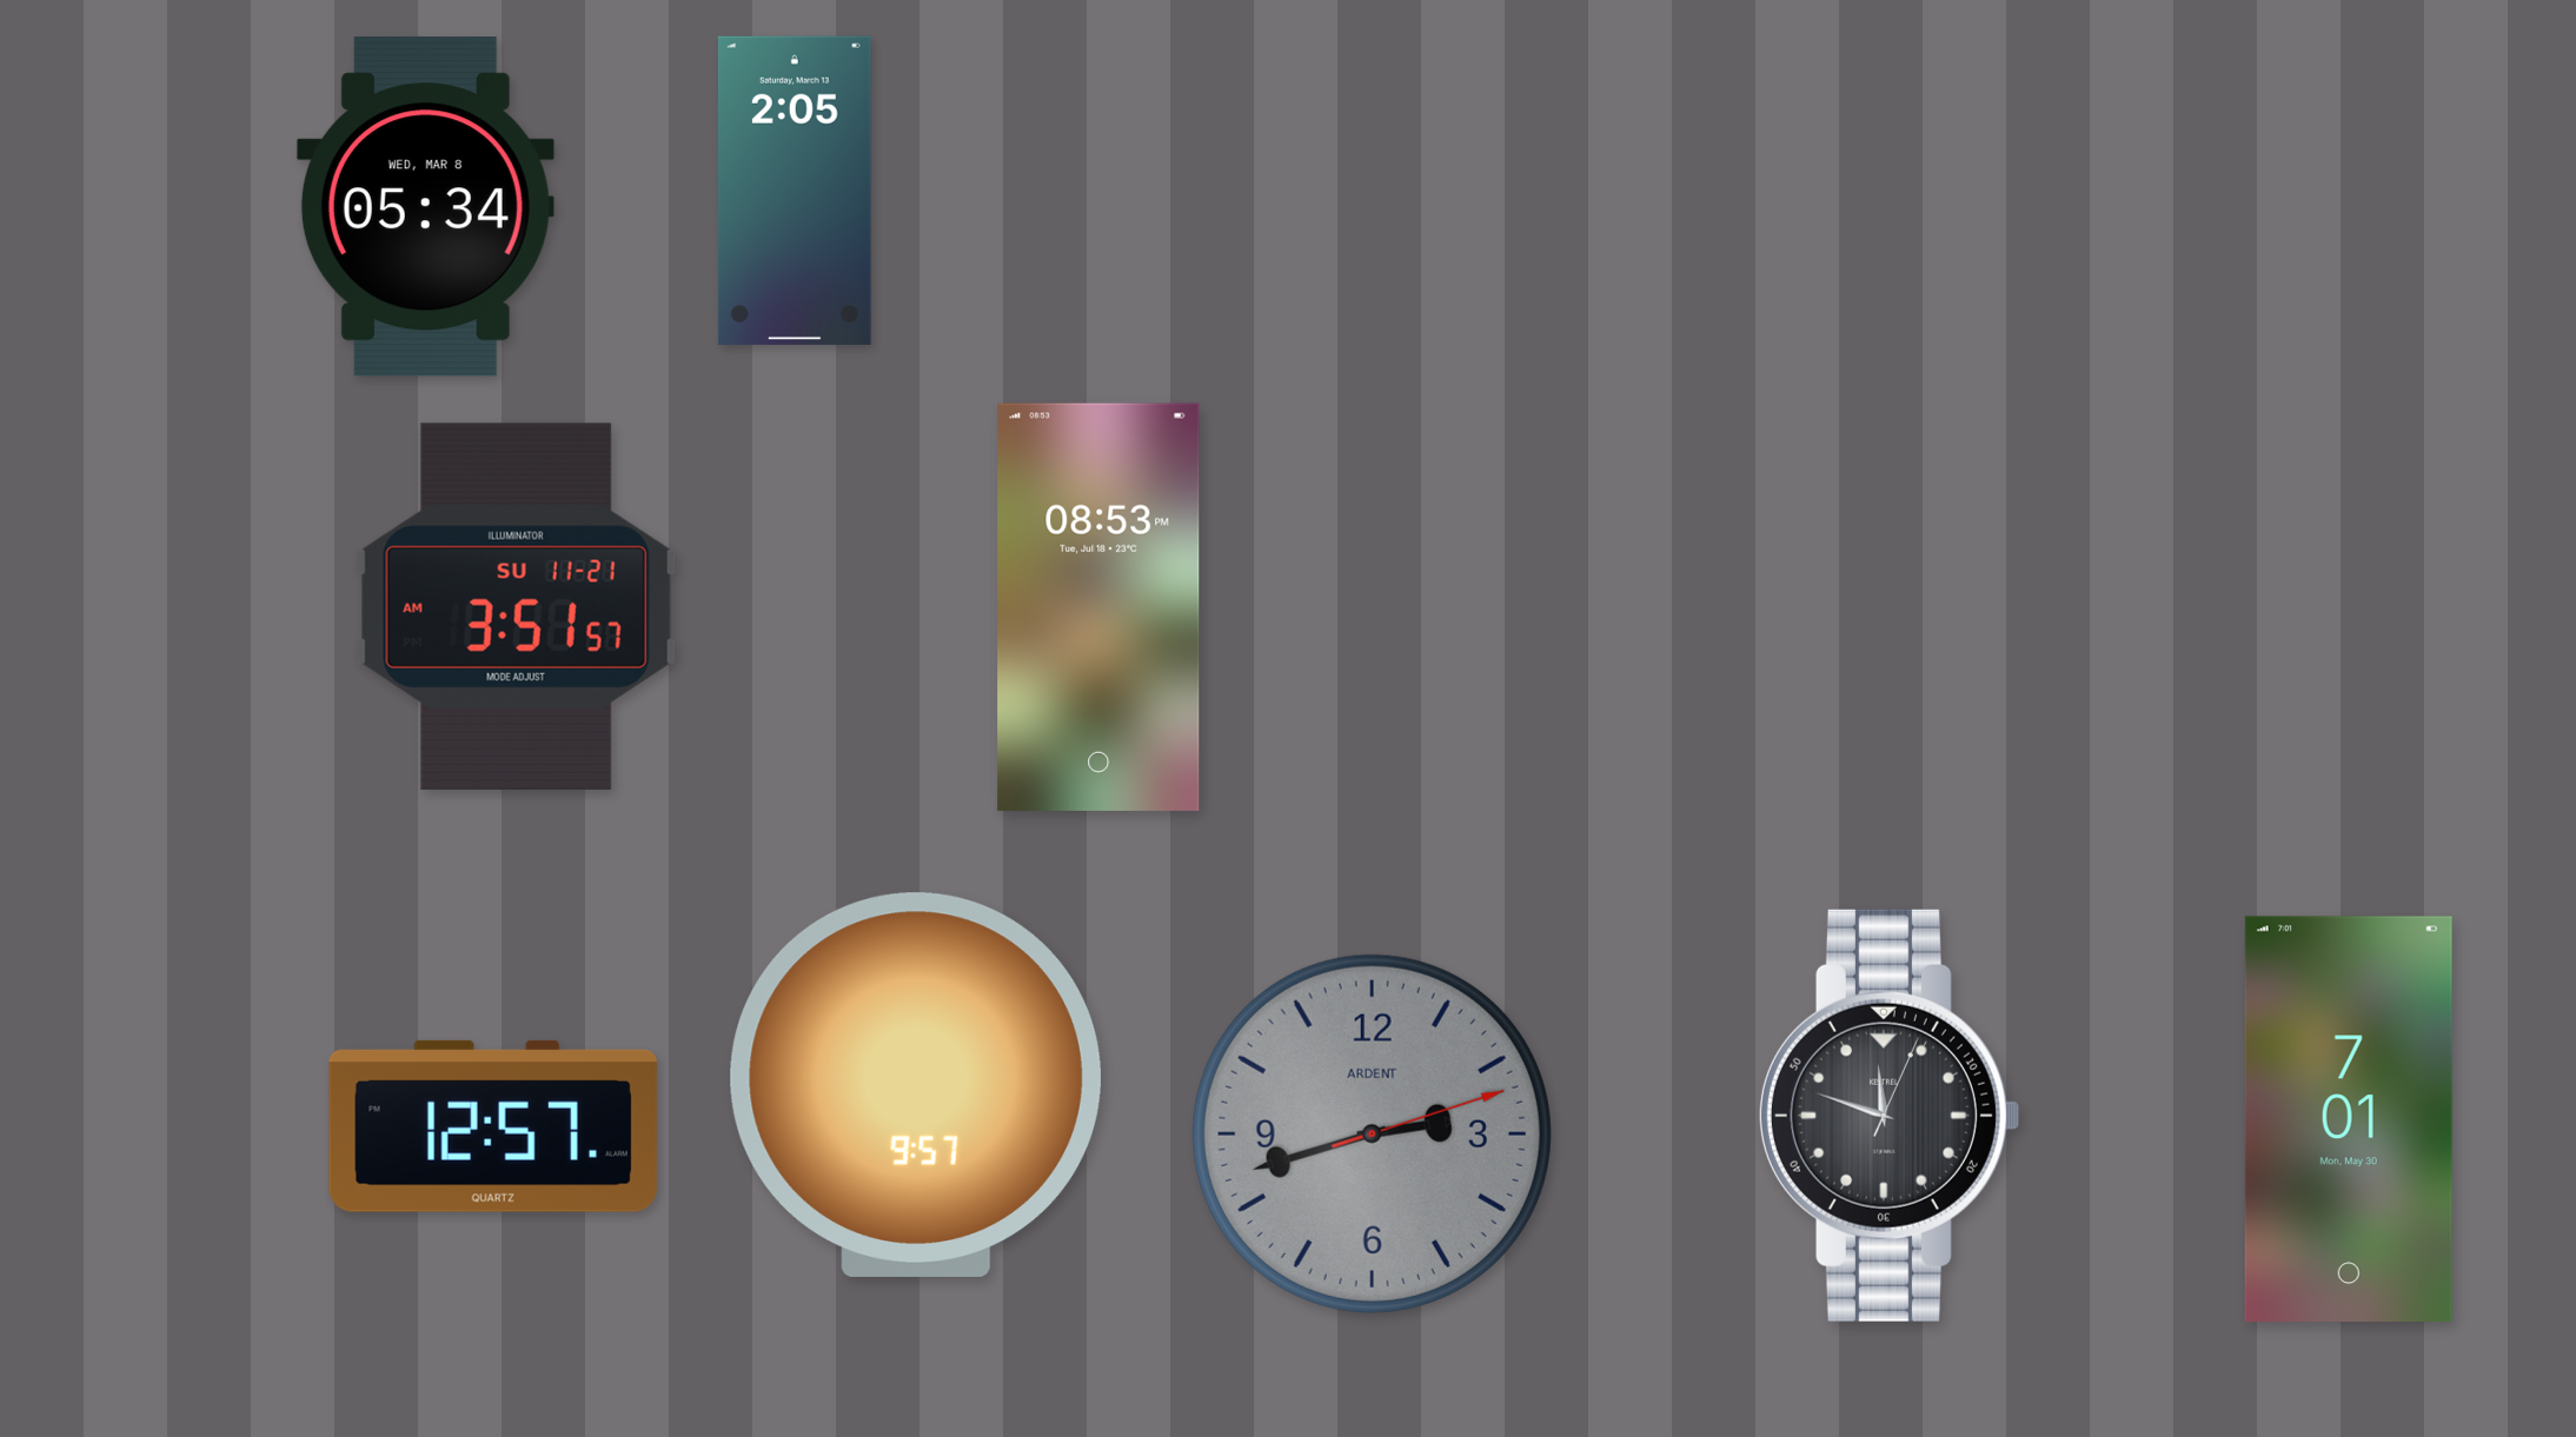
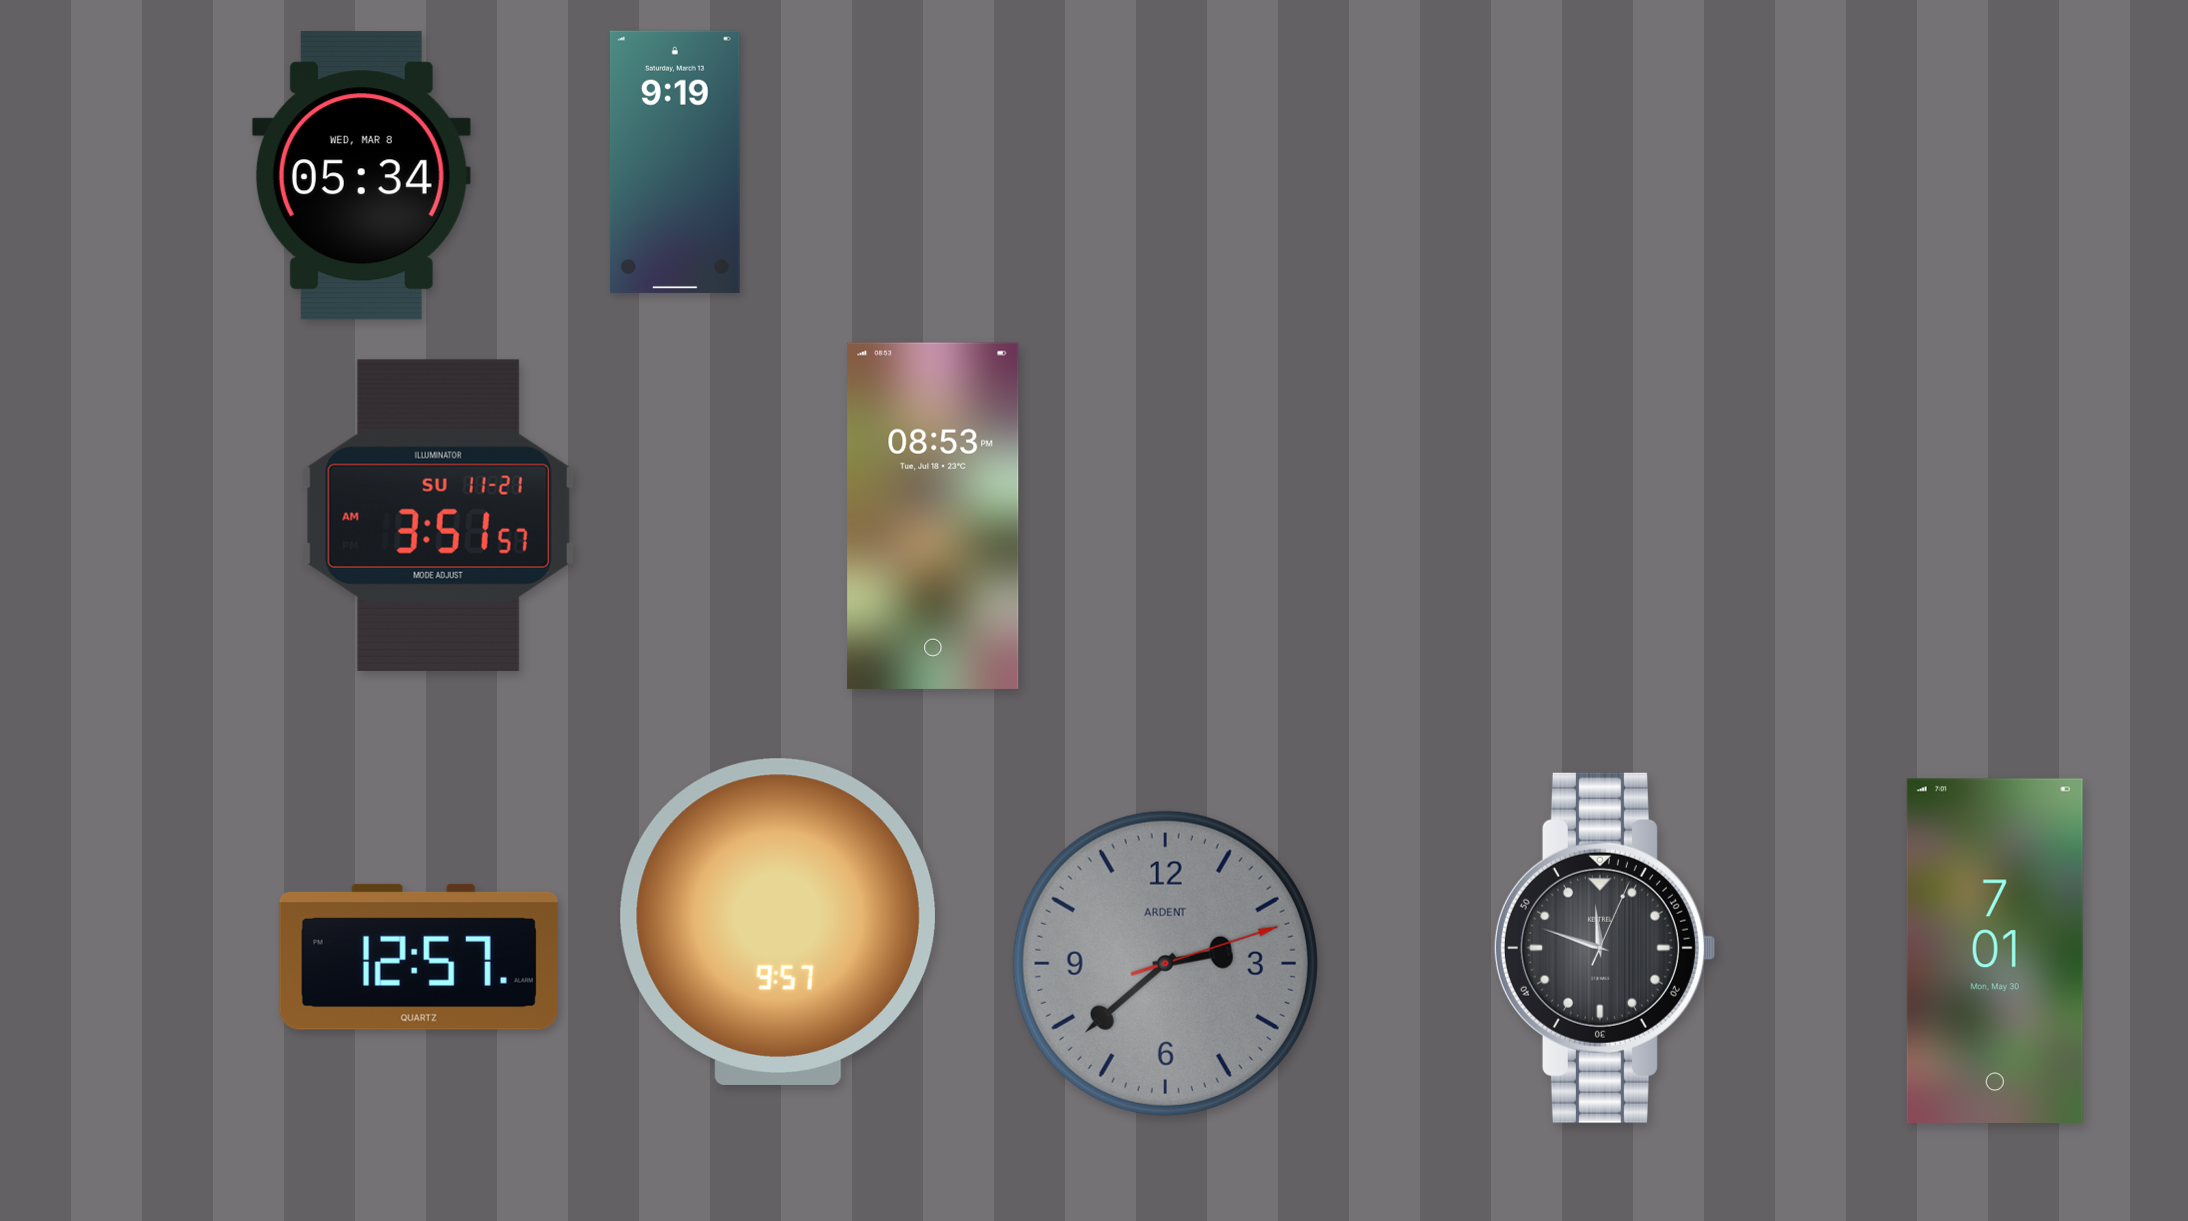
clock at (795, 191): 2:05 -> 9:19
clock at (1372, 1133): 2:42 -> 2:38
